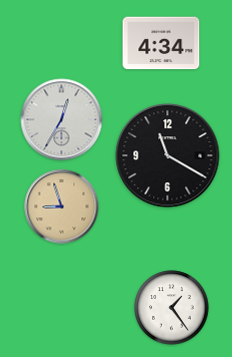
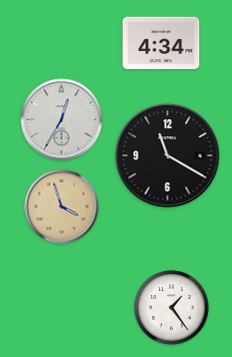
clock at (62, 207): 8:57 -> 3:57
